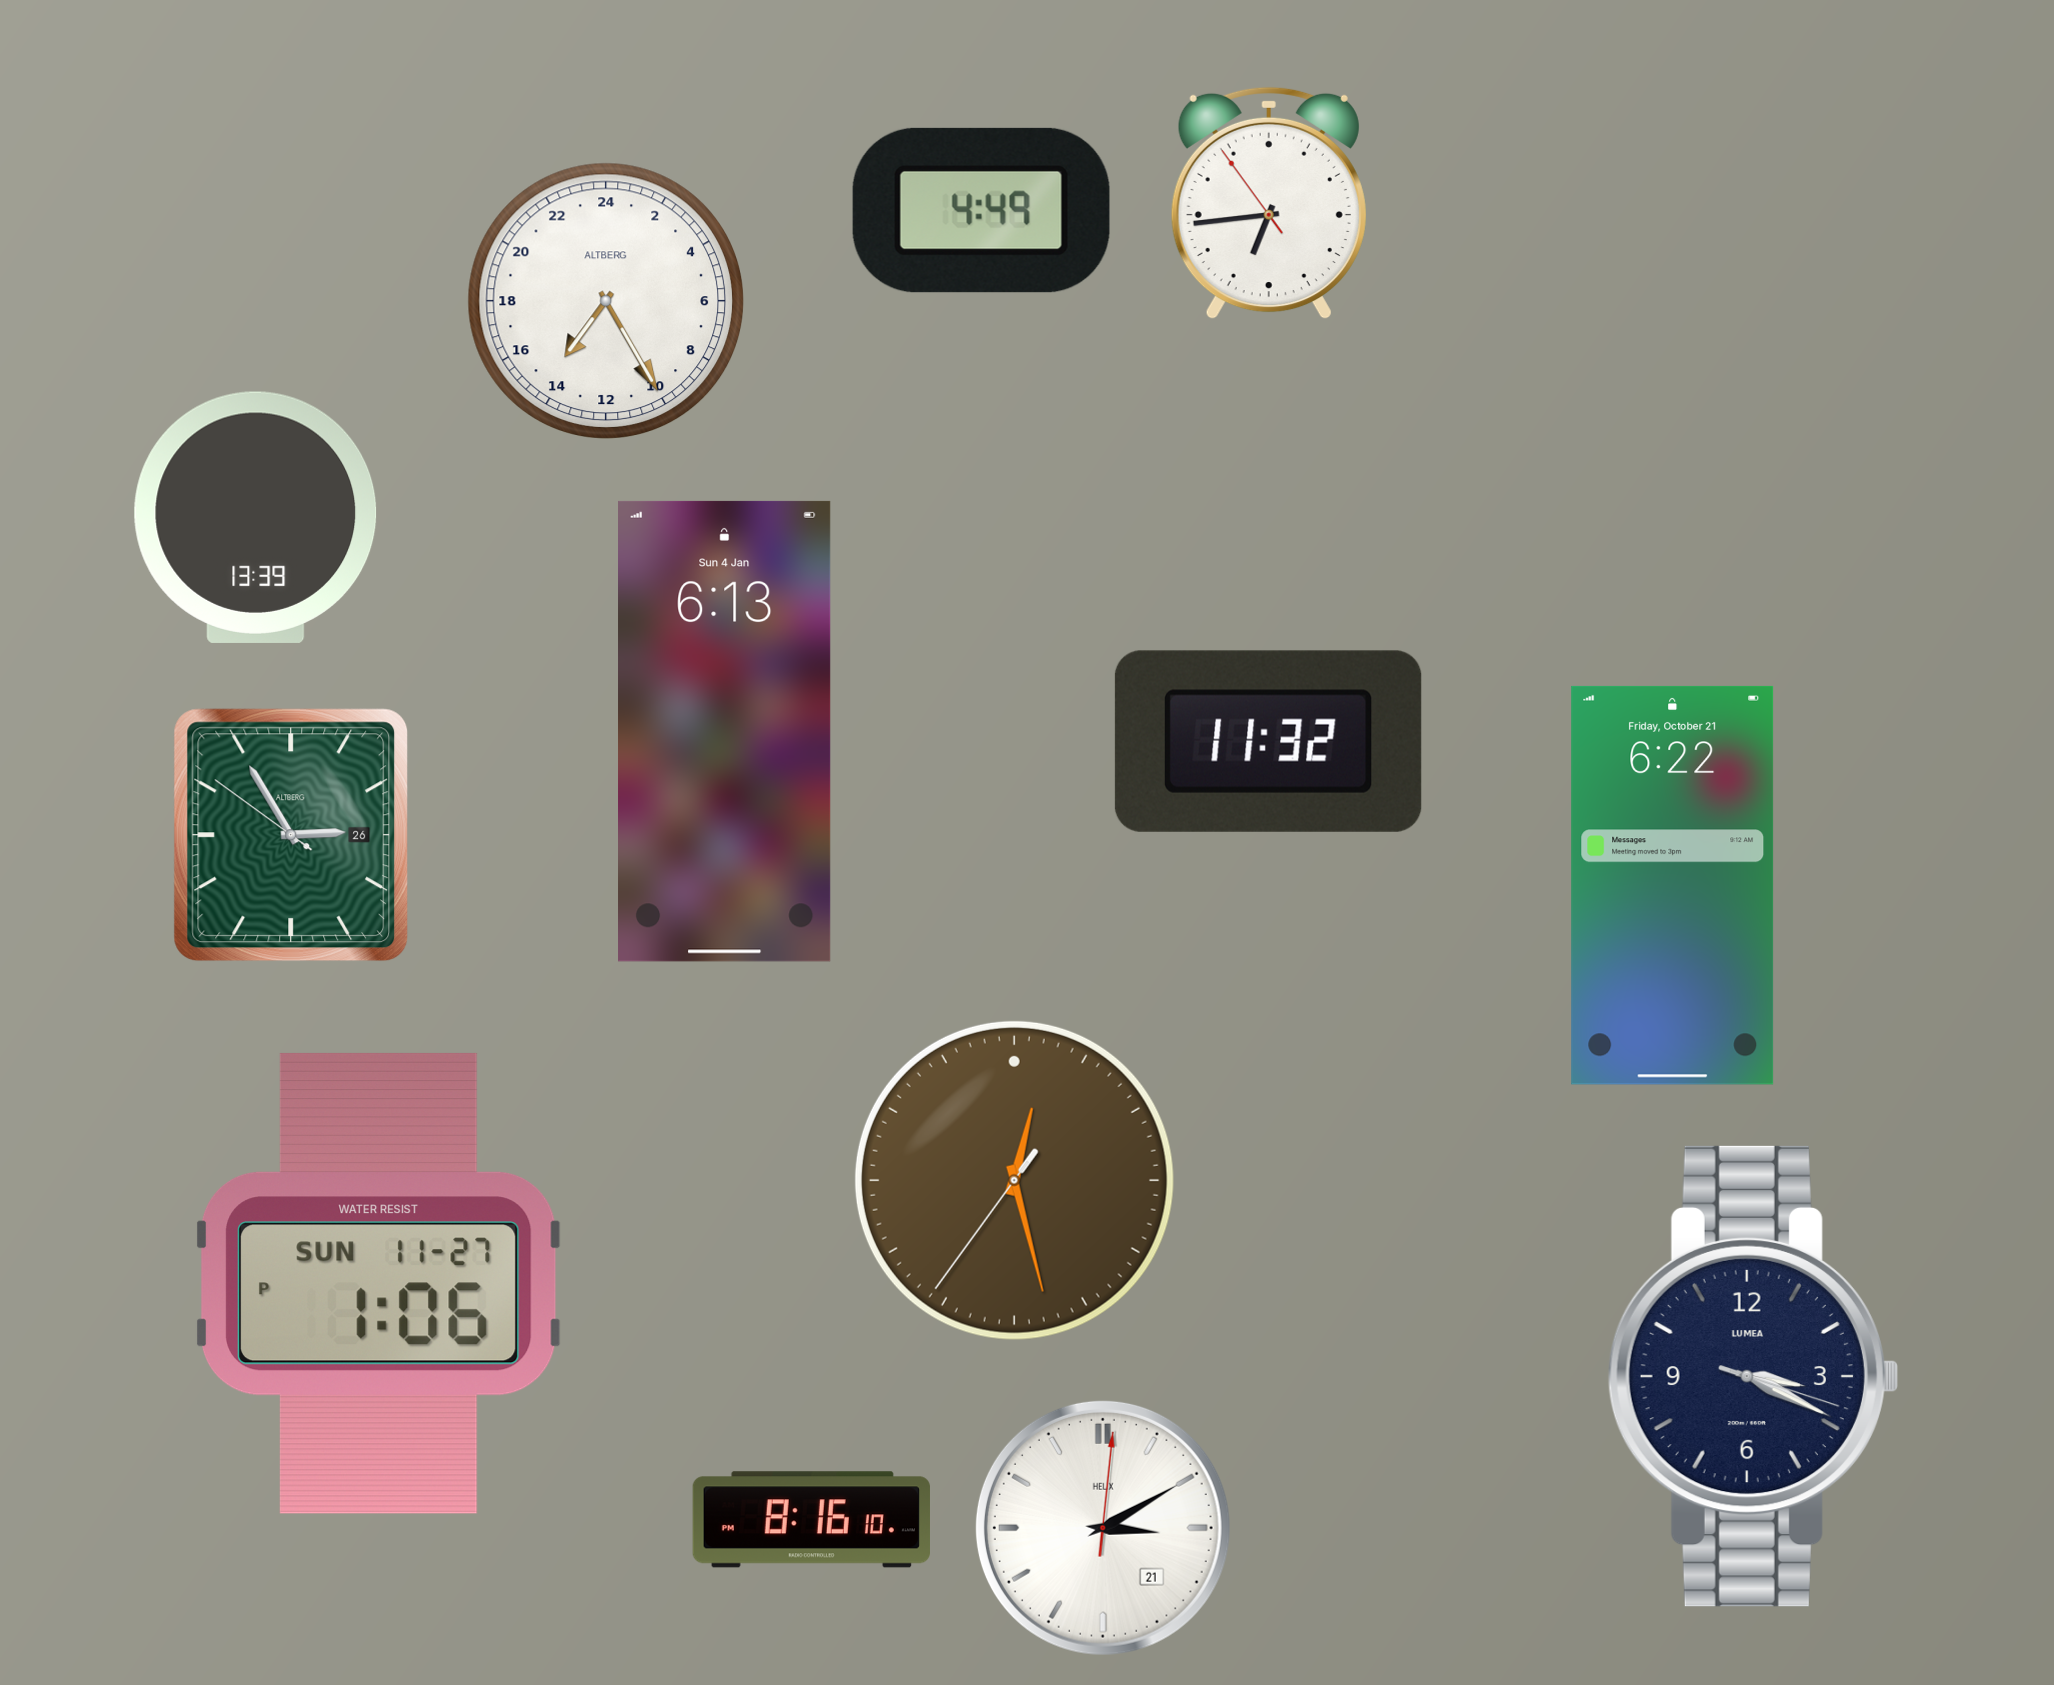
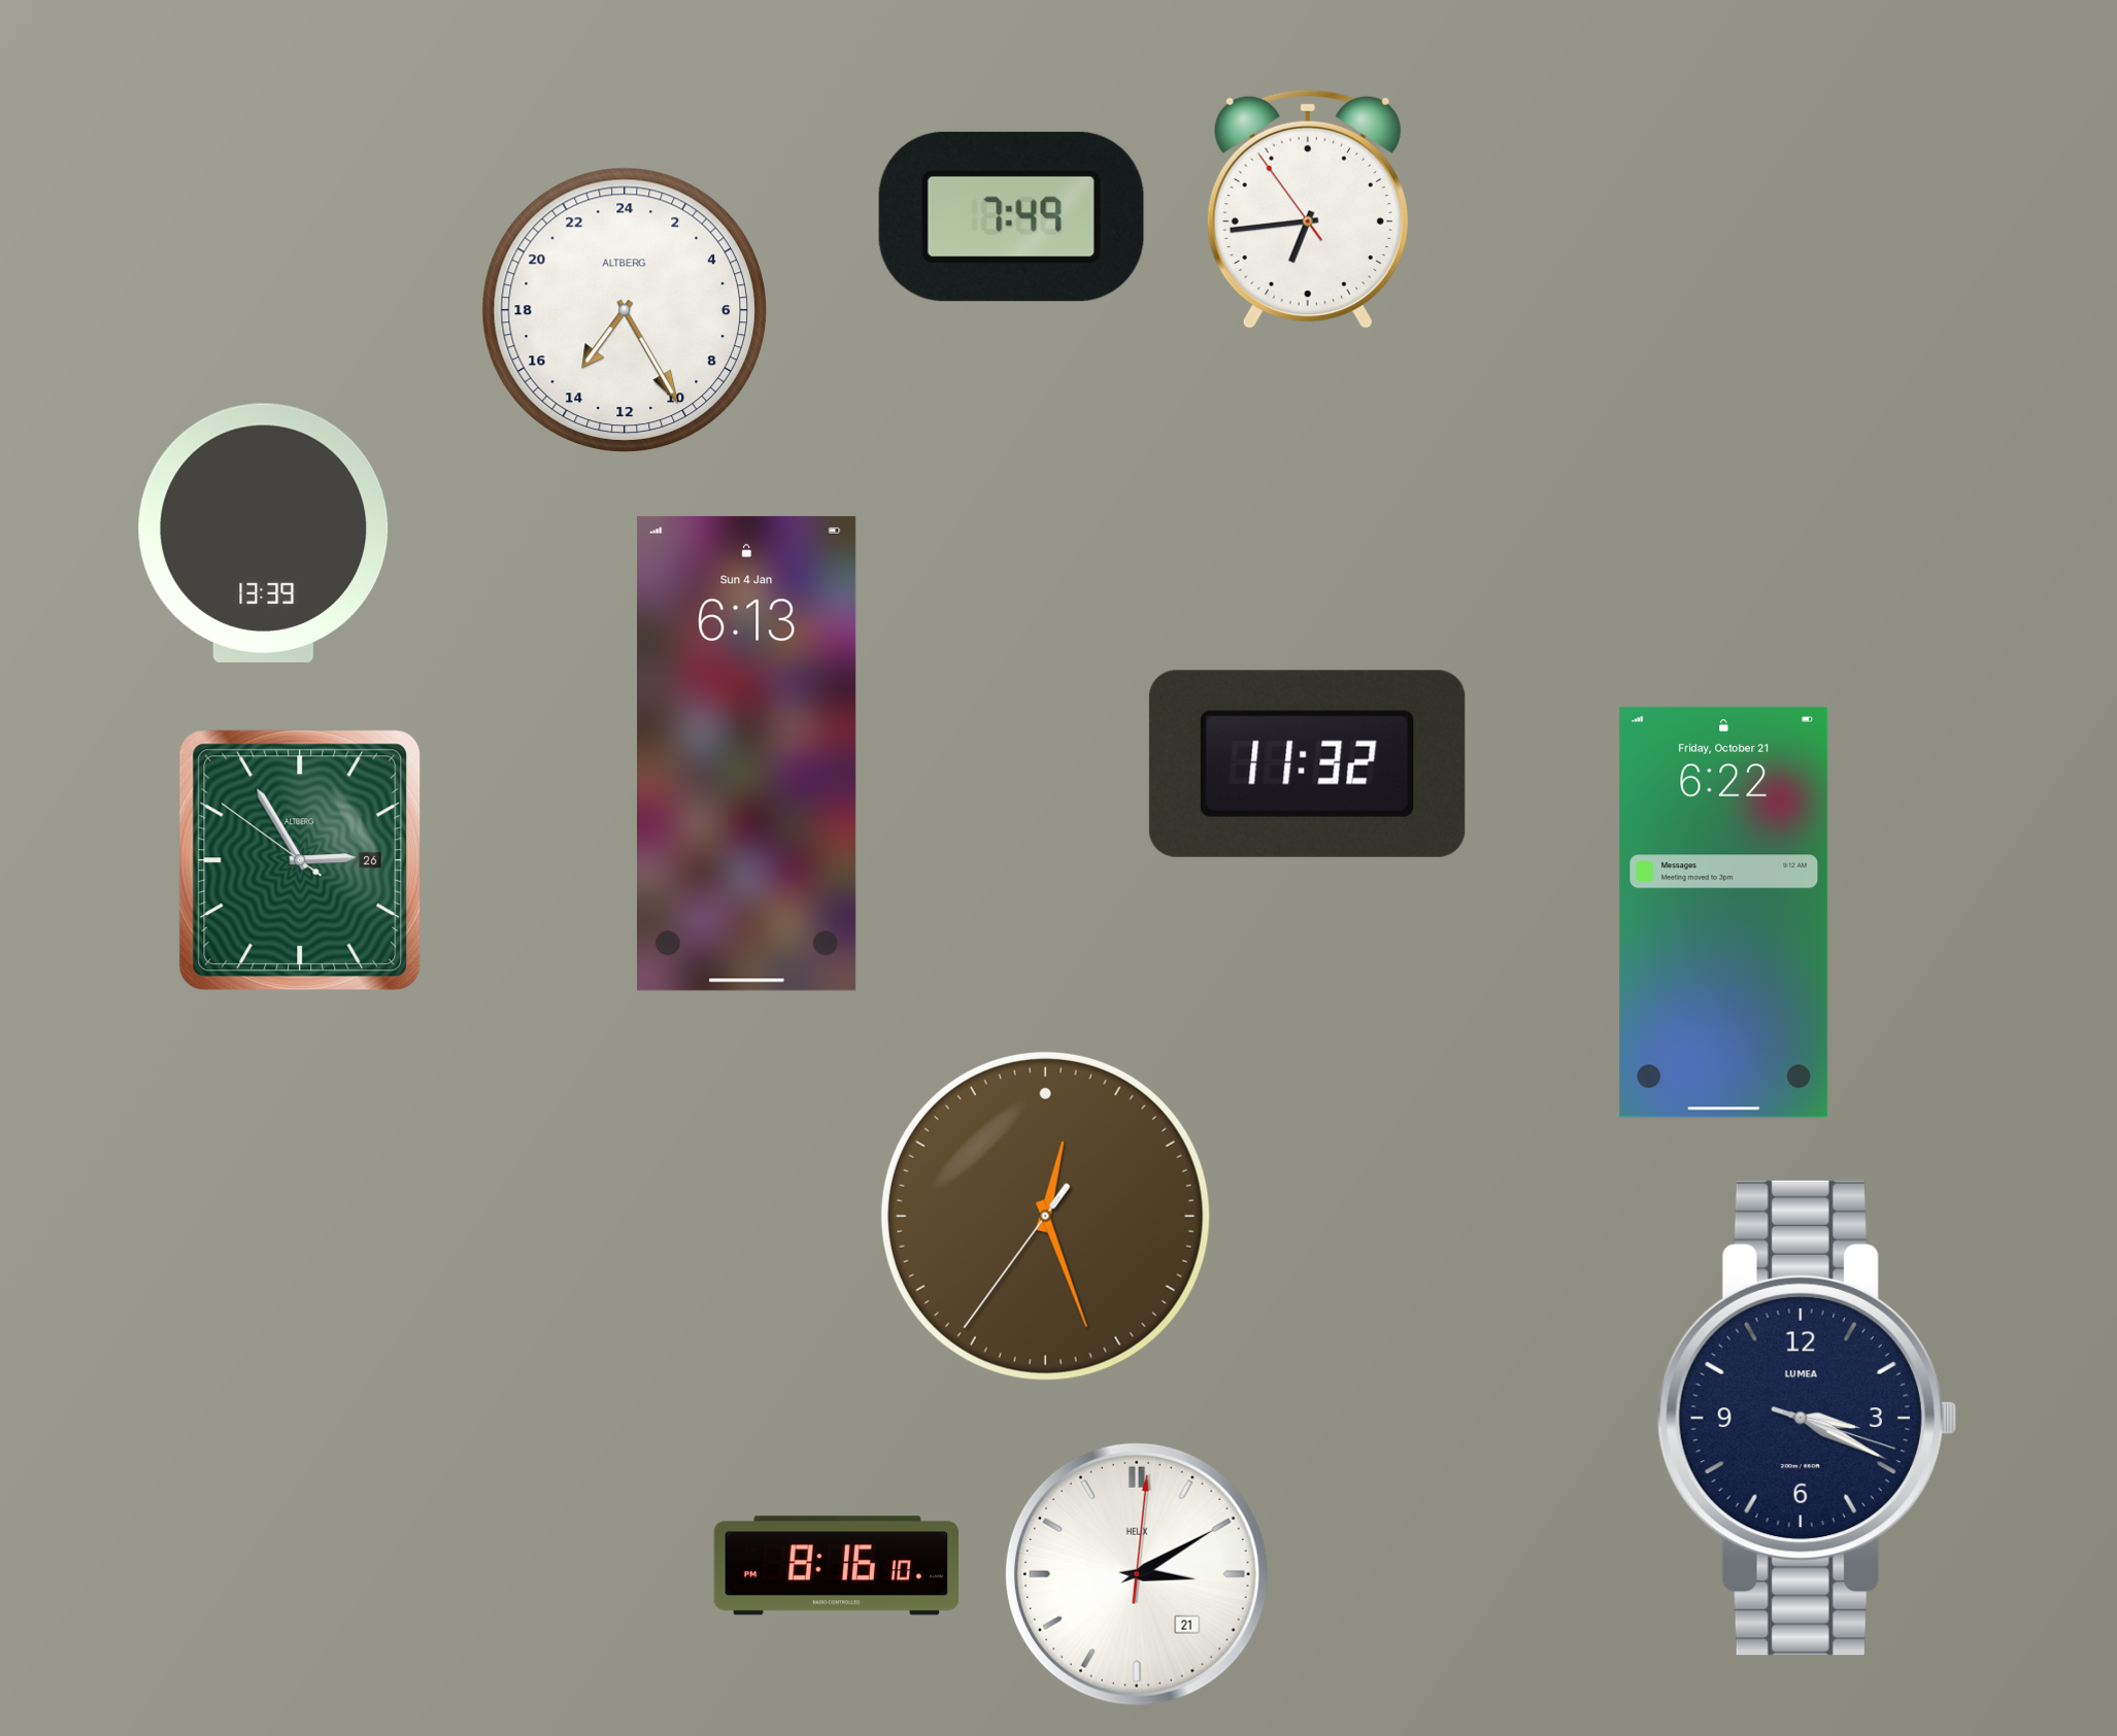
clock at (981, 210): 4:49 -> 7:49
clock at (1014, 1180): 12:27 -> 12:26
clock at (379, 1283): 1:06 -> none
